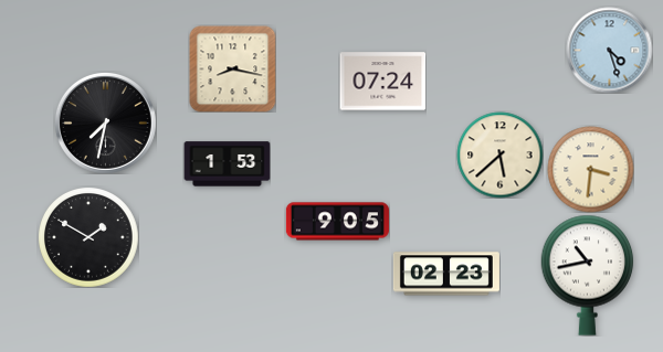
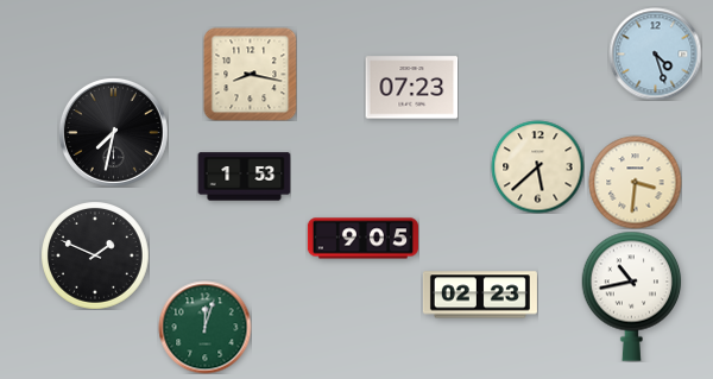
clock at (382, 82): 07:24 -> 07:23
clock at (88, 237): 1:50 -> 1:49
clock at (204, 327): none -> 12:03
